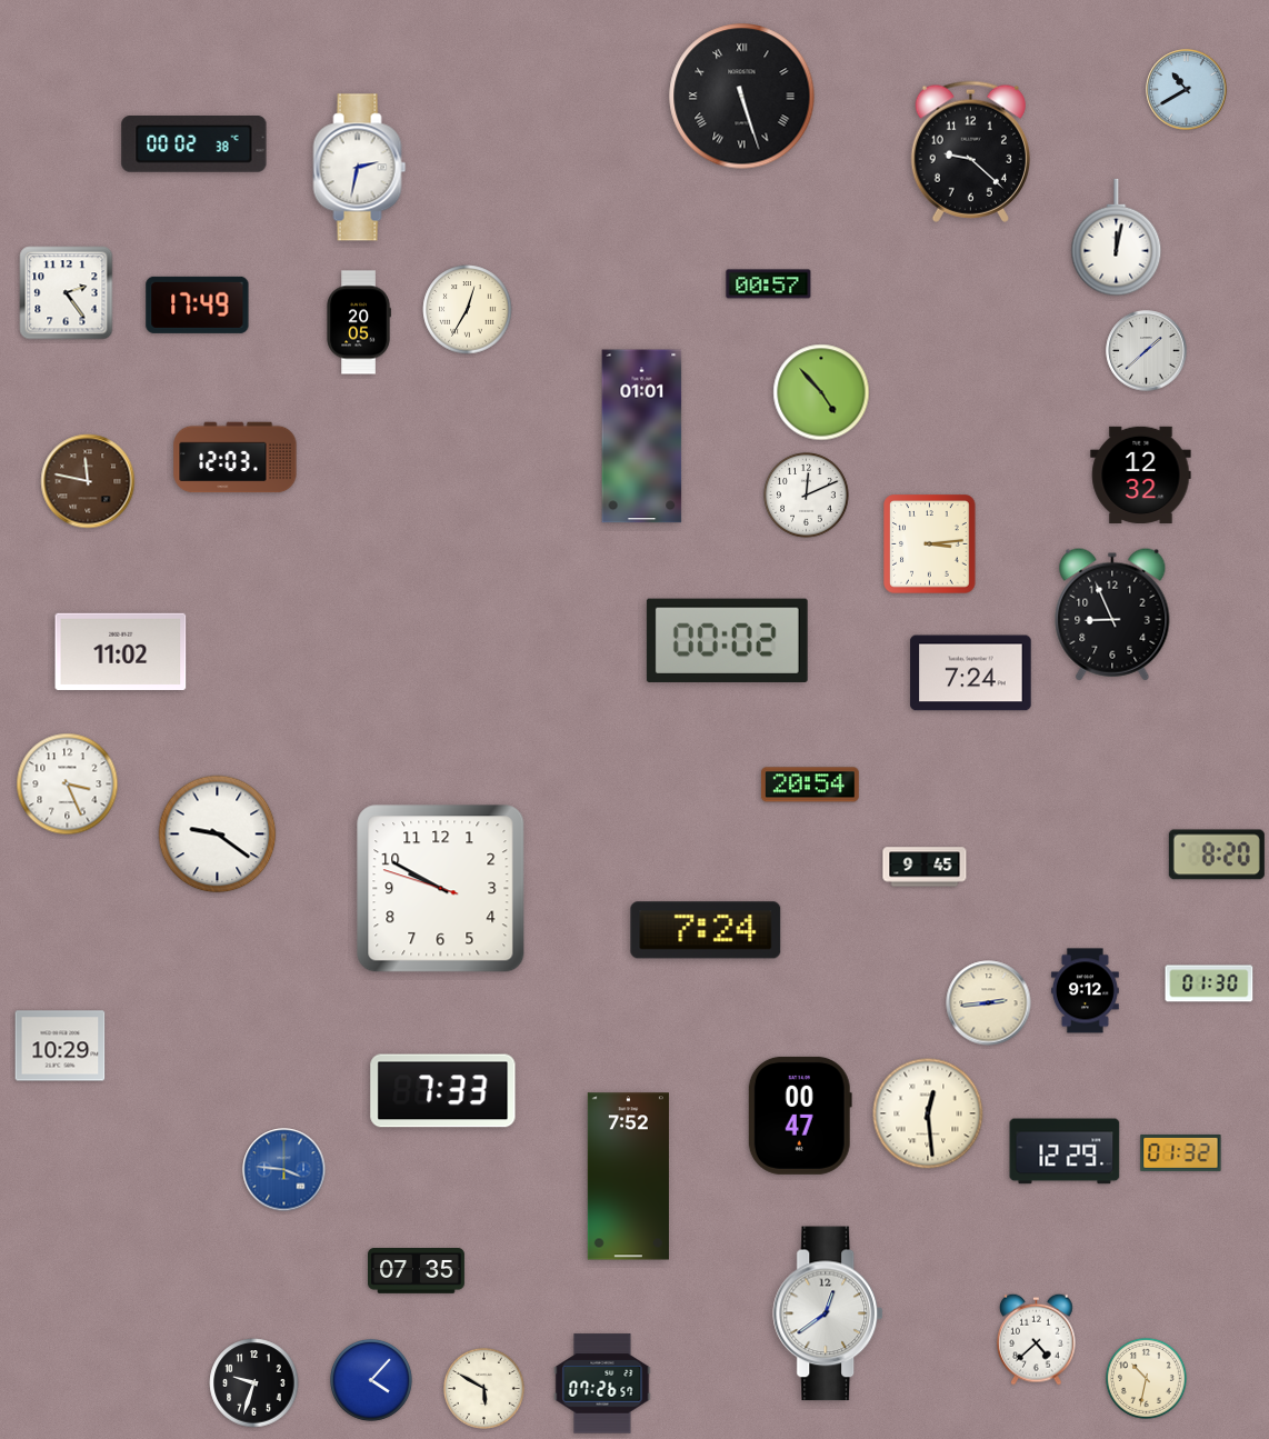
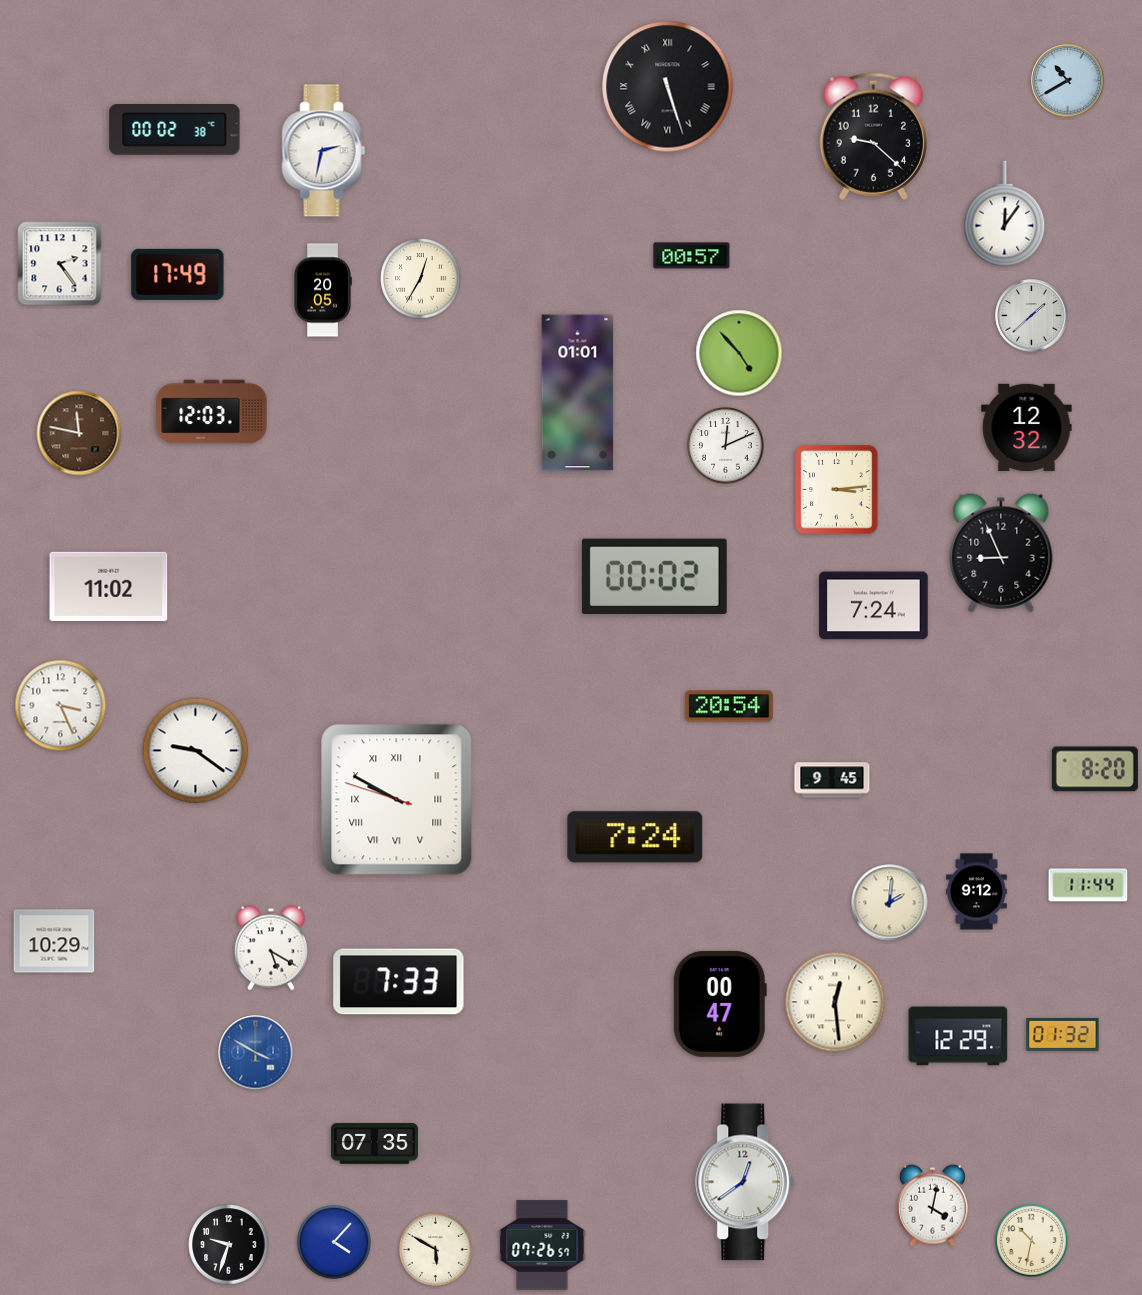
clock at (1117, 238): 12:02 -> 12:06
clock at (441, 889) numerals: Arabic -> Roman
clock at (1209, 983): 01:30 -> 11:44
clock at (989, 1003): 2:44 -> 2:01
clock at (271, 948): none -> 5:20
clock at (1181, 1152) position: (1181, 1152) -> (1063, 1034)
clock at (284, 1170): 3:46 -> 3:50
clock at (628, 1177): 7:52 -> none
clock at (1037, 1339): 4:38 -> 4:02
